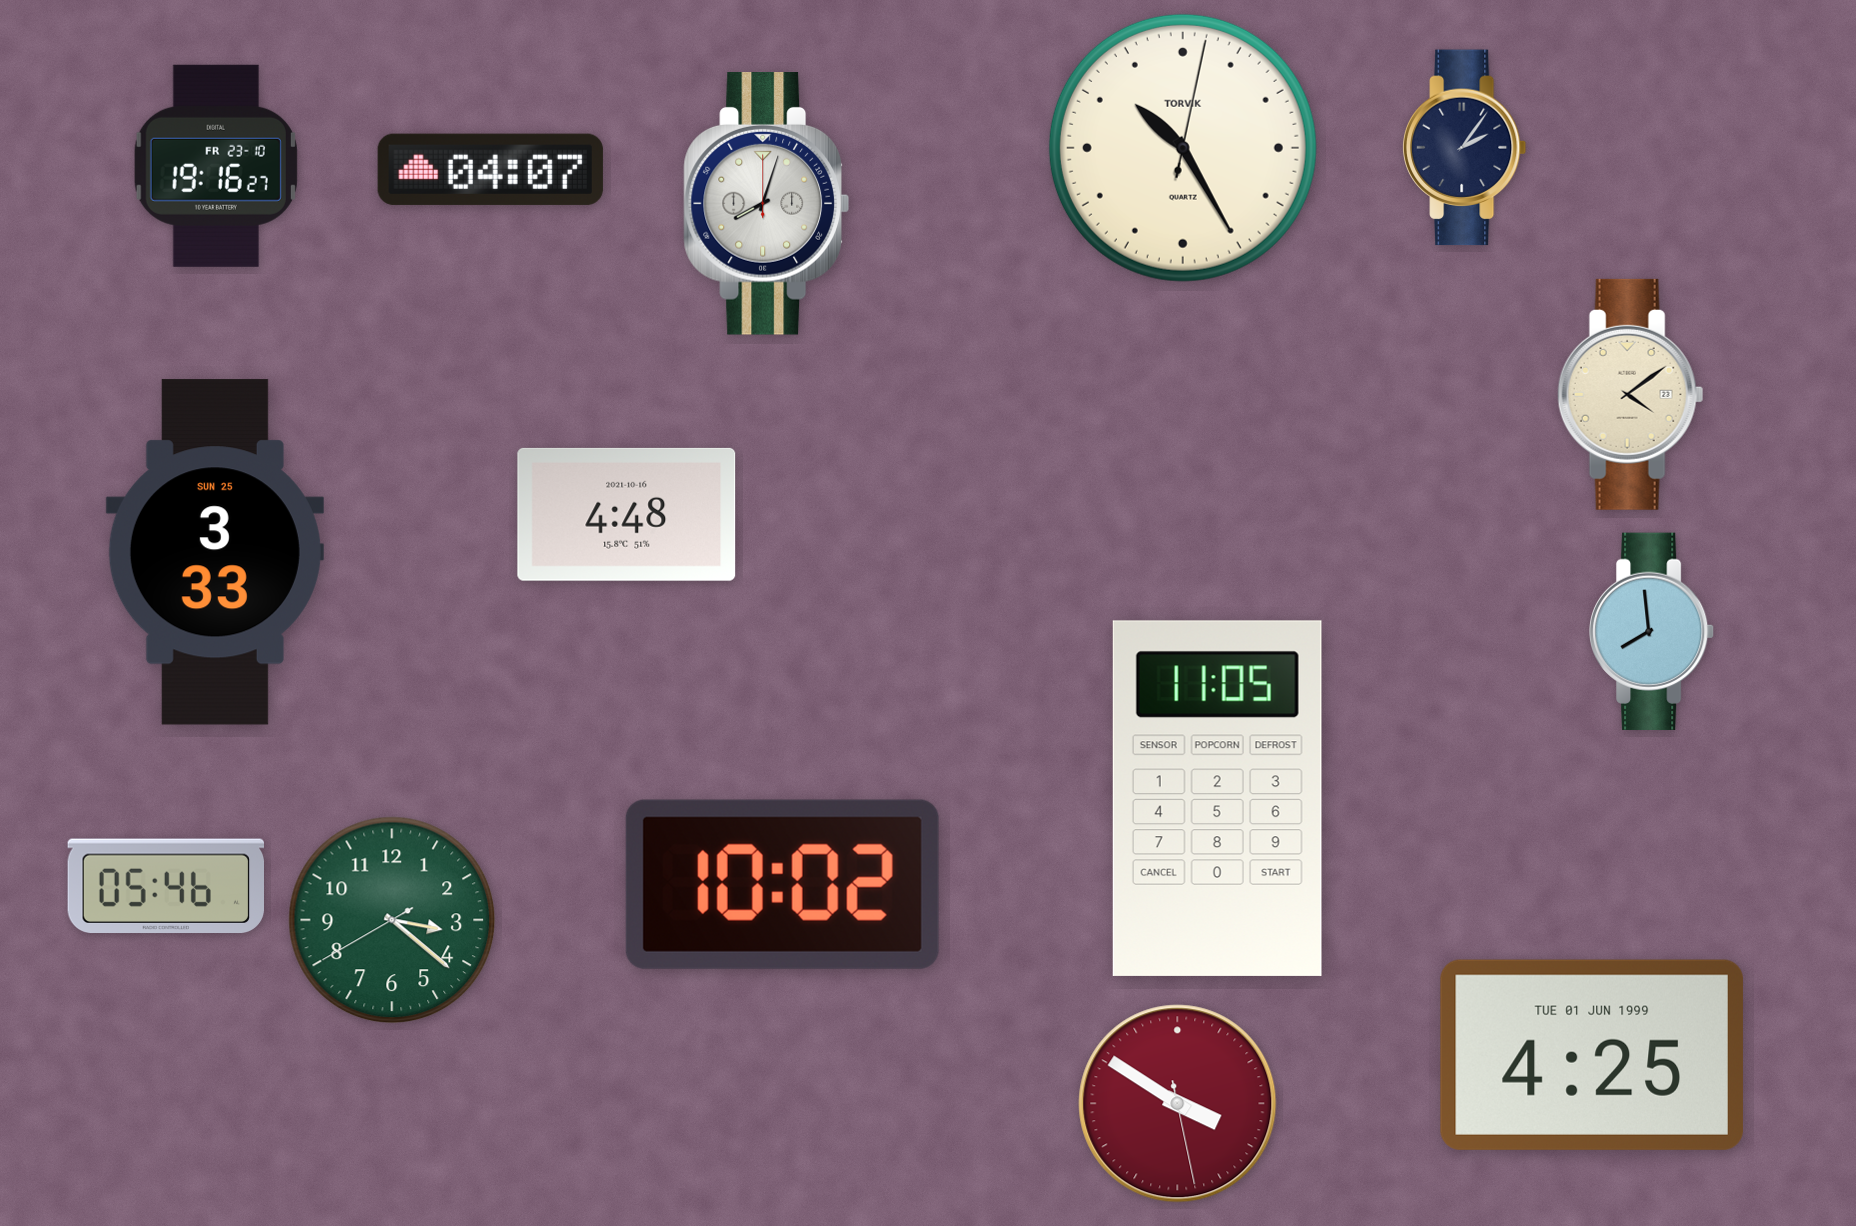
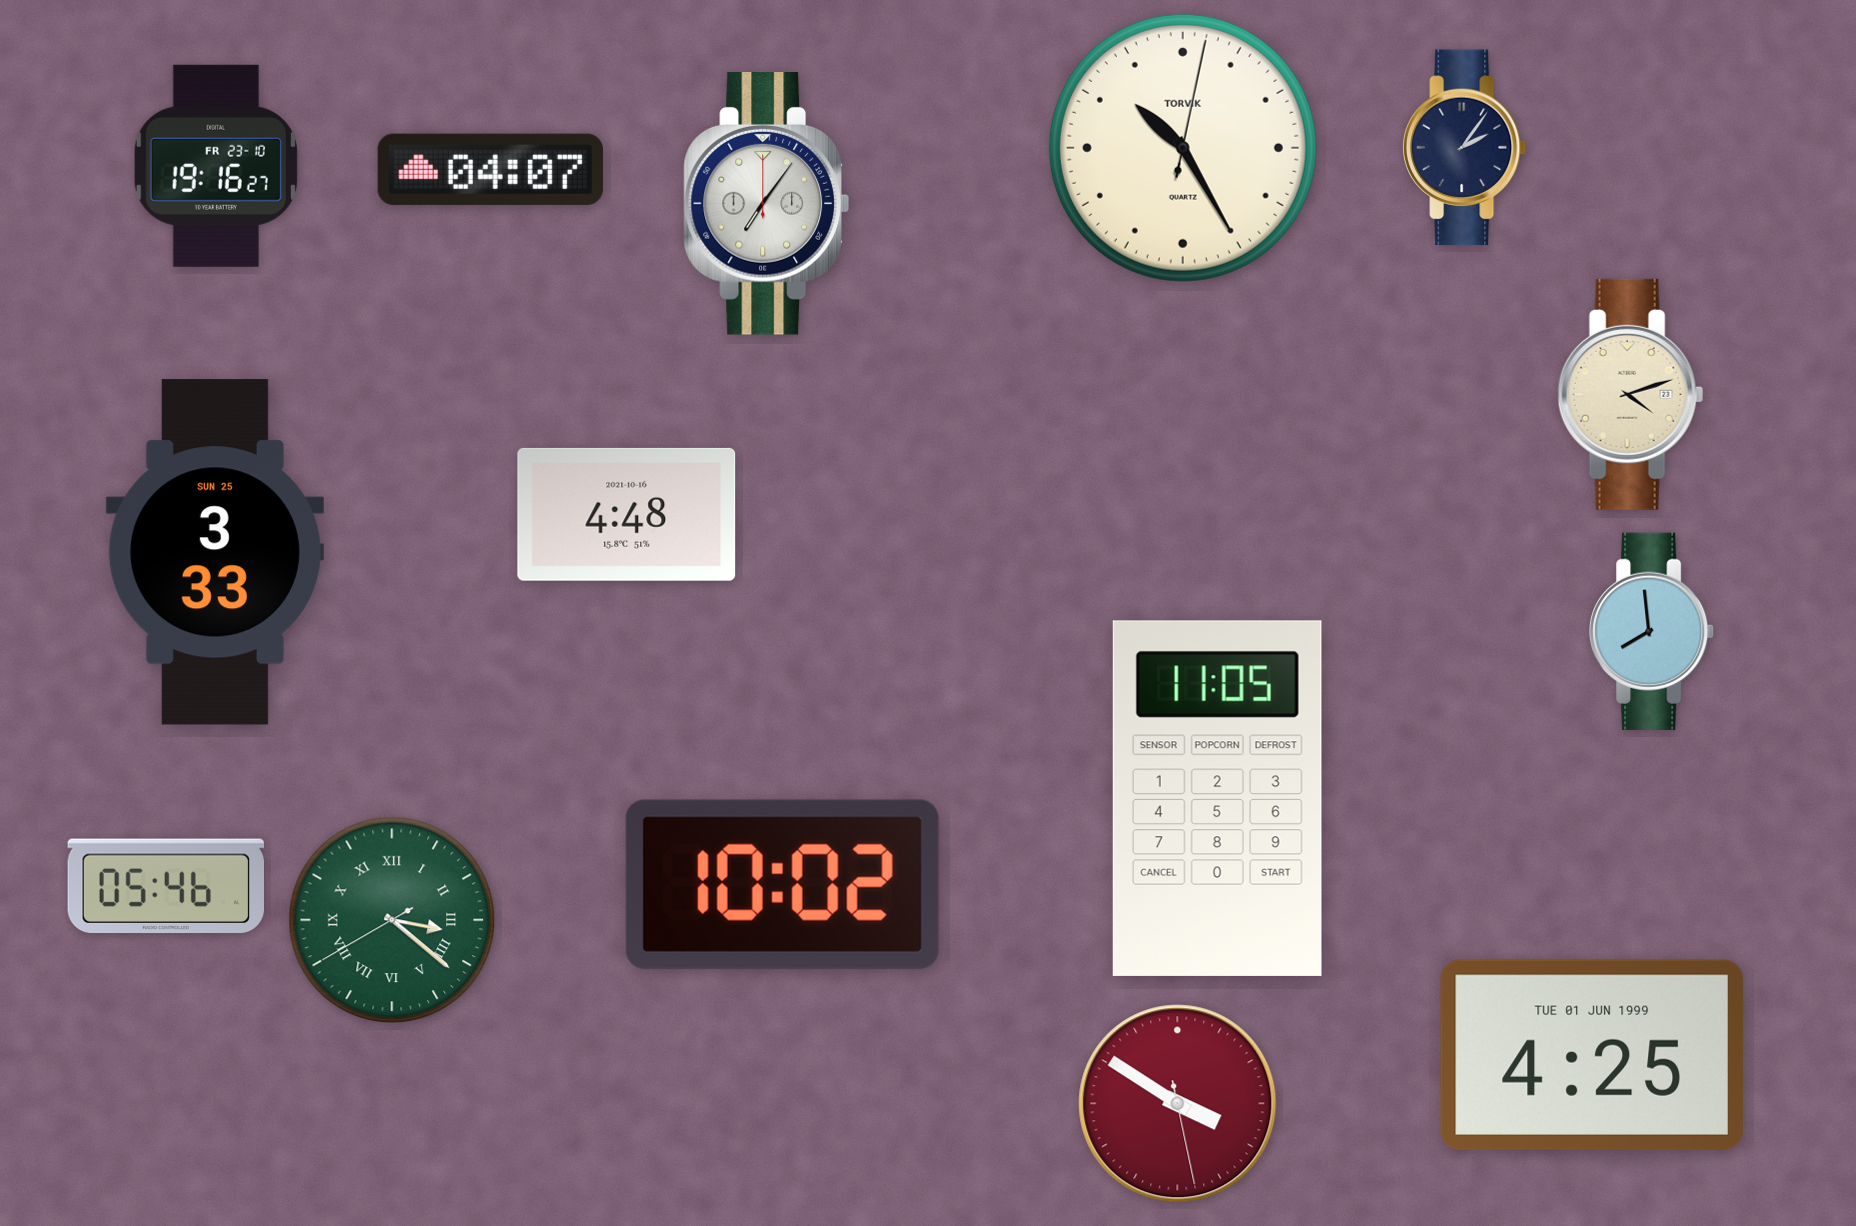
clock at (766, 204): 8:03 -> 7:06
clock at (1631, 394): 4:09 -> 4:12
clock at (392, 920) numerals: Arabic -> Roman
